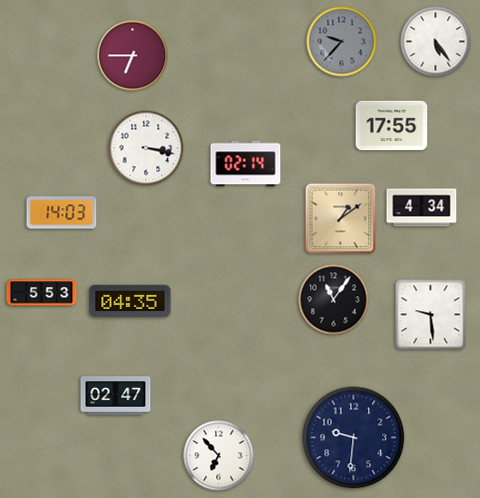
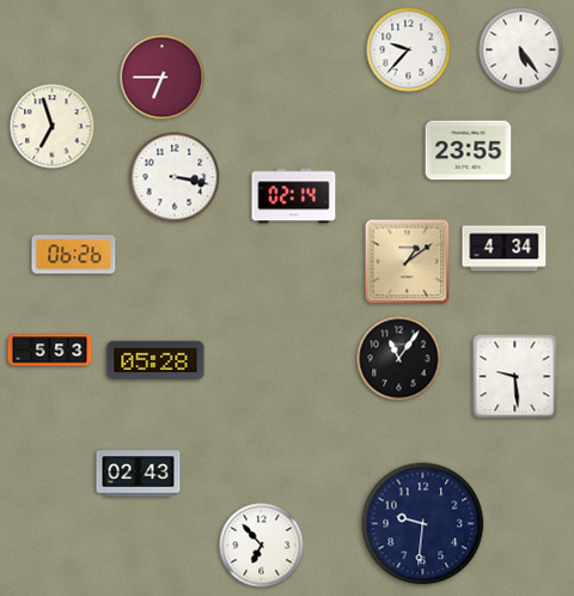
clock at (342, 42) dial: grey -> white
clock at (133, 56) position: (133, 56) -> (163, 78)
clock at (53, 127): none -> 6:57
clock at (392, 126): 17:55 -> 23:55
clock at (62, 213): 14:03 -> 06:26
clock at (130, 300): 04:35 -> 05:28
clock at (116, 396): 02:47 -> 02:43
